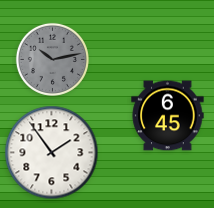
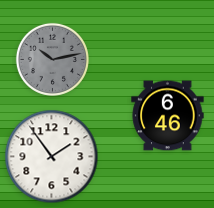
clock at (168, 116): 6:45 -> 6:46
clock at (52, 153) position: (52, 153) -> (52, 157)
